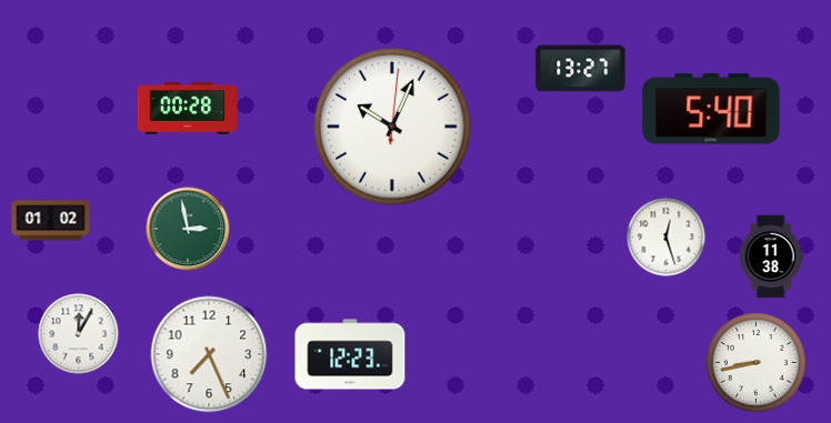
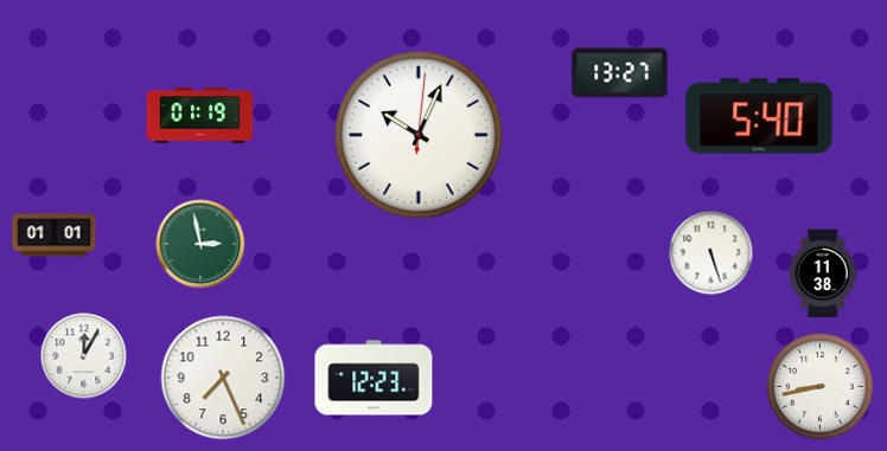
clock at (188, 109): 00:28 -> 01:19
clock at (51, 221): 01:02 -> 01:01
clock at (667, 238): 12:27 -> 5:27
clock at (757, 363) position: (757, 363) -> (821, 387)
